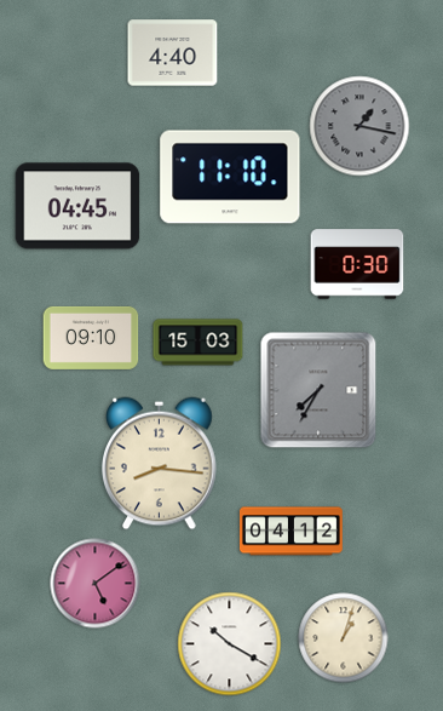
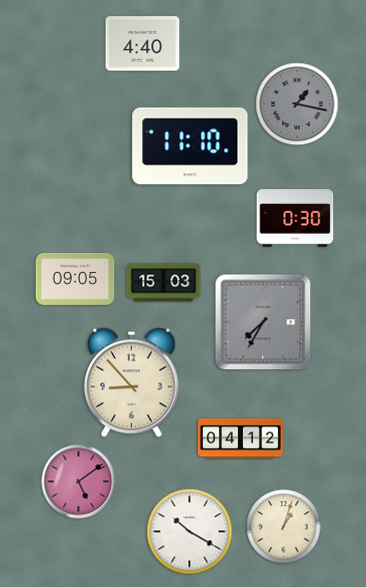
clock at (77, 206): 04:45 -> none
clock at (91, 338): 09:10 -> 09:05
clock at (160, 464): 8:16 -> 8:53
